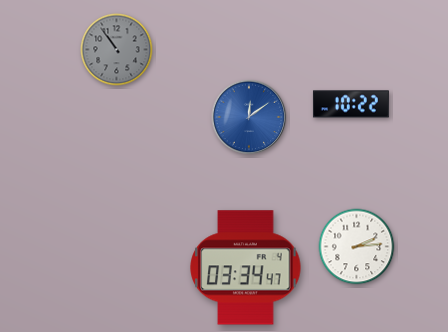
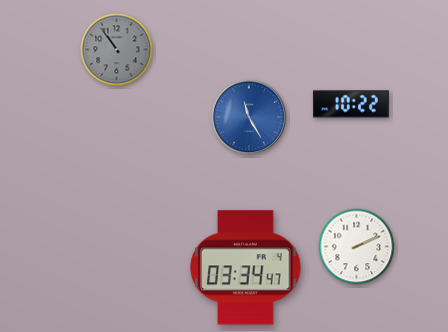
clock at (249, 117): 12:09 -> 11:25
clock at (357, 247): 2:14 -> 2:11
